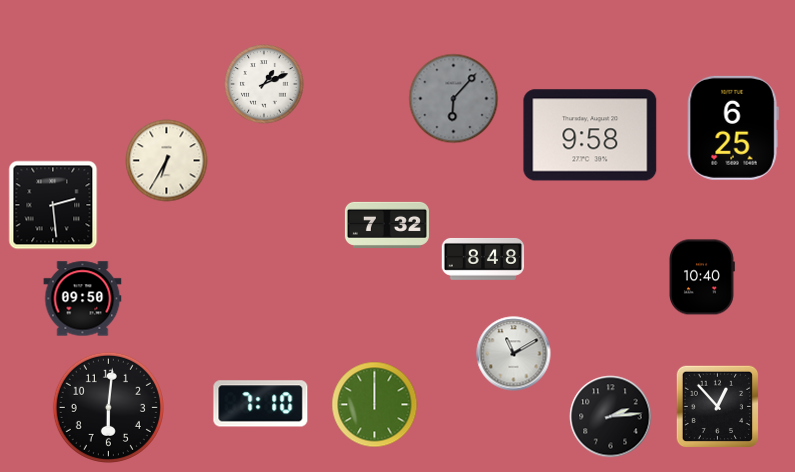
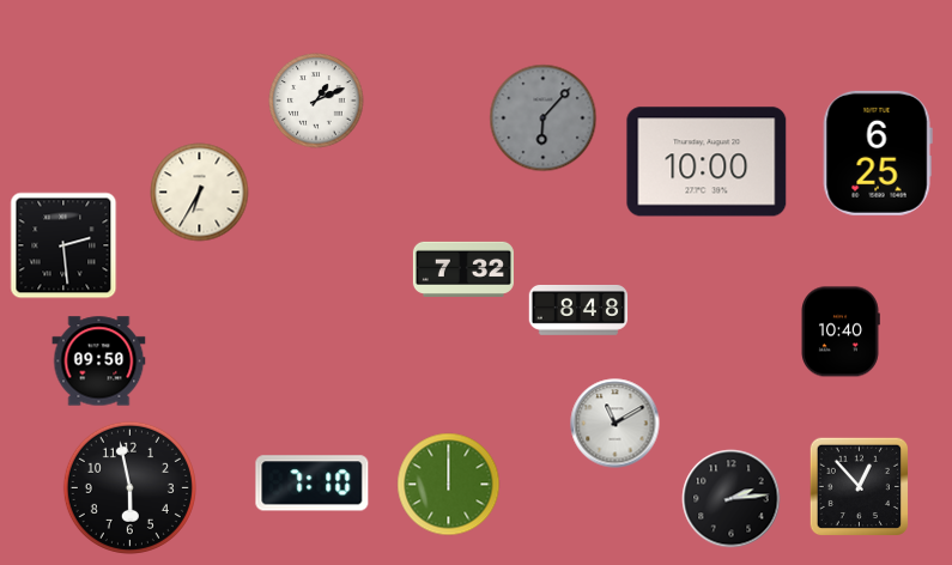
clock at (590, 135): 9:58 -> 10:00
clock at (83, 299) position: (83, 299) -> (99, 362)
clock at (108, 407): 6:01 -> 5:58
